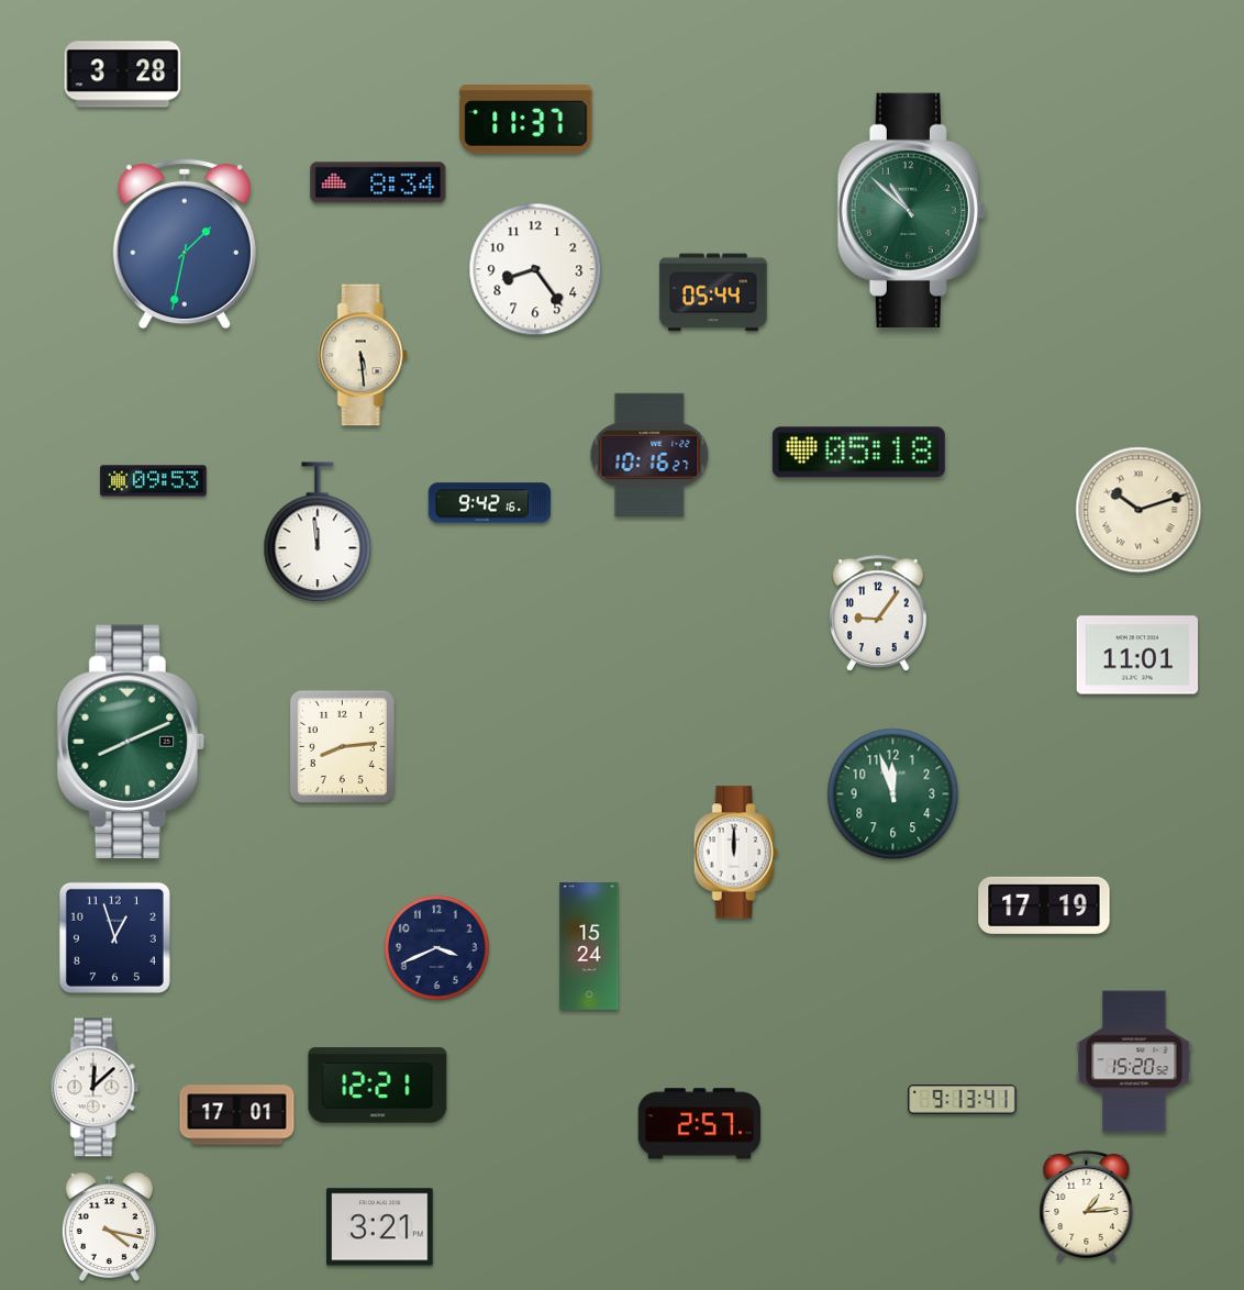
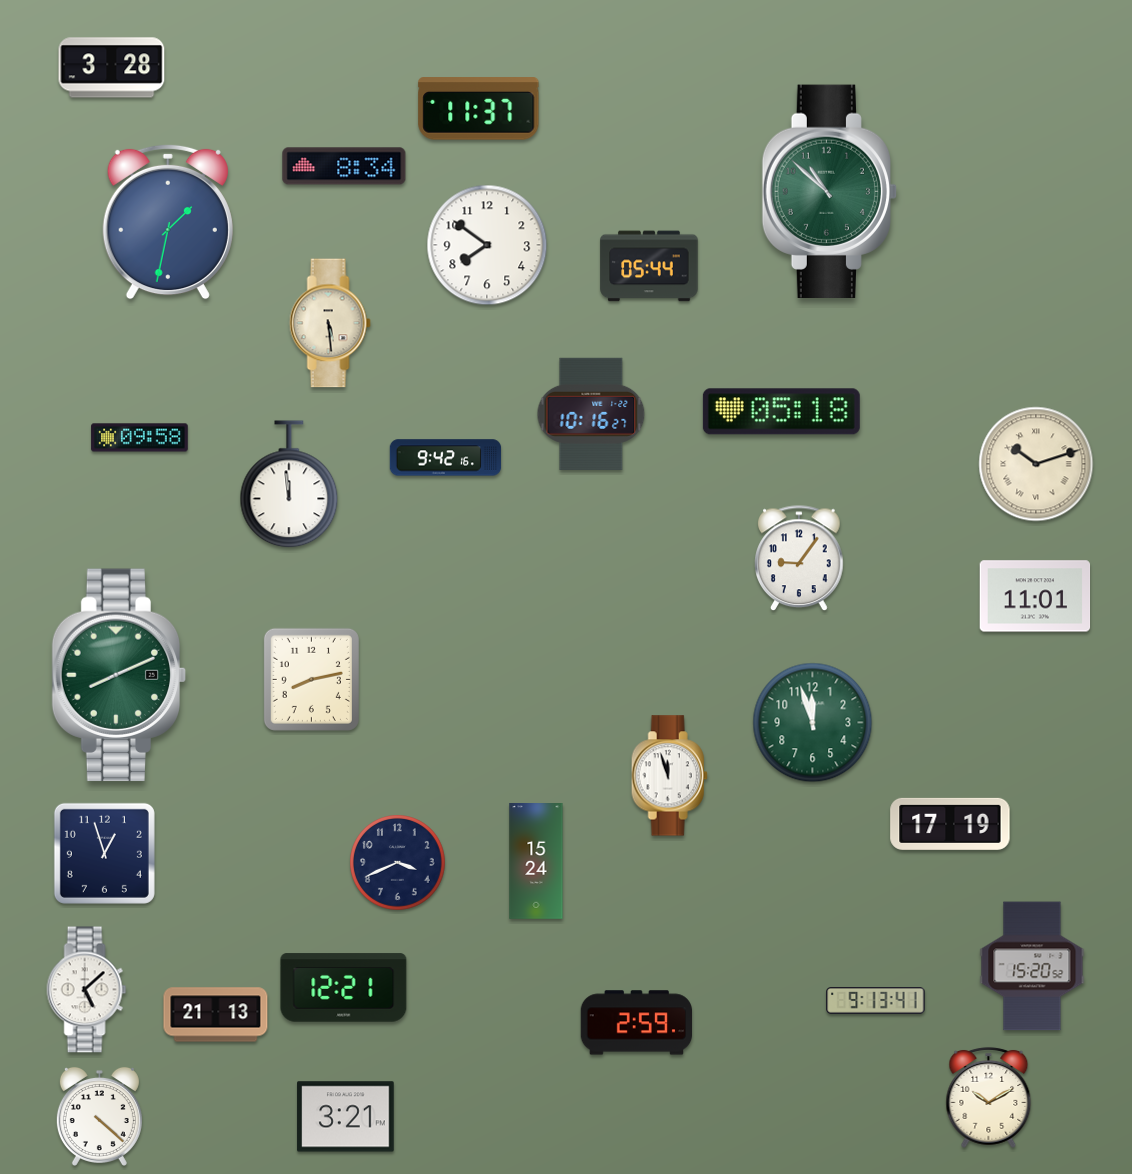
clock at (535, 269): 8:24 -> 7:51
clock at (154, 481): 09:53 -> 09:58
clock at (342, 746): 8:14 -> 8:13
clock at (735, 853): 12:00 -> 11:57
clock at (96, 1088): 12:08 -> 5:08
clock at (237, 1115): 17:01 -> 21:13
clock at (699, 1124): 2:57 -> 2:59
clock at (1087, 1205): 1:14 -> 10:10
clock at (109, 1226): 4:17 -> 4:22
